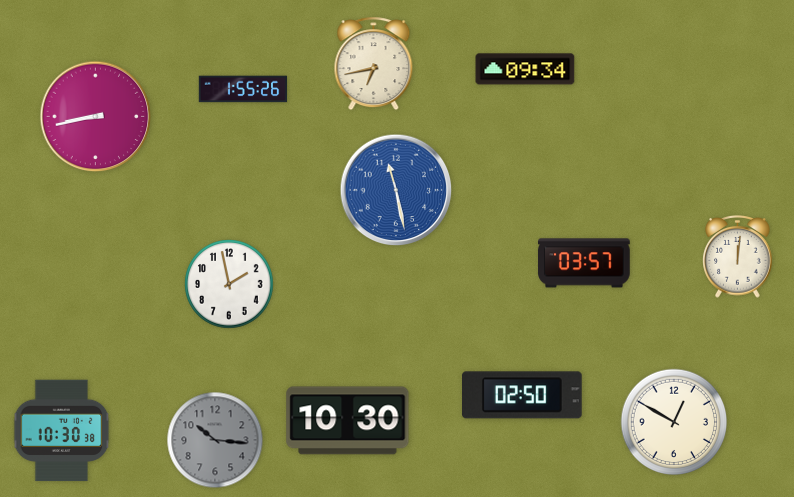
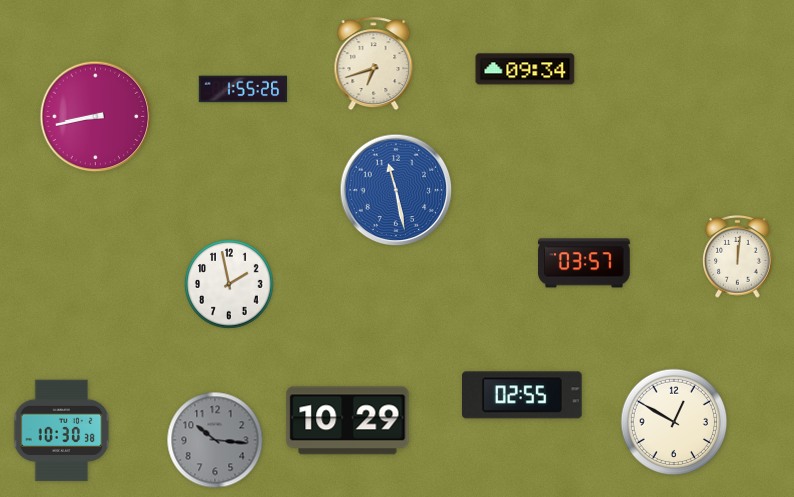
clock at (374, 64): 6:43 -> 6:42
clock at (523, 395): 02:50 -> 02:55
clock at (348, 421): 10:30 -> 10:29
